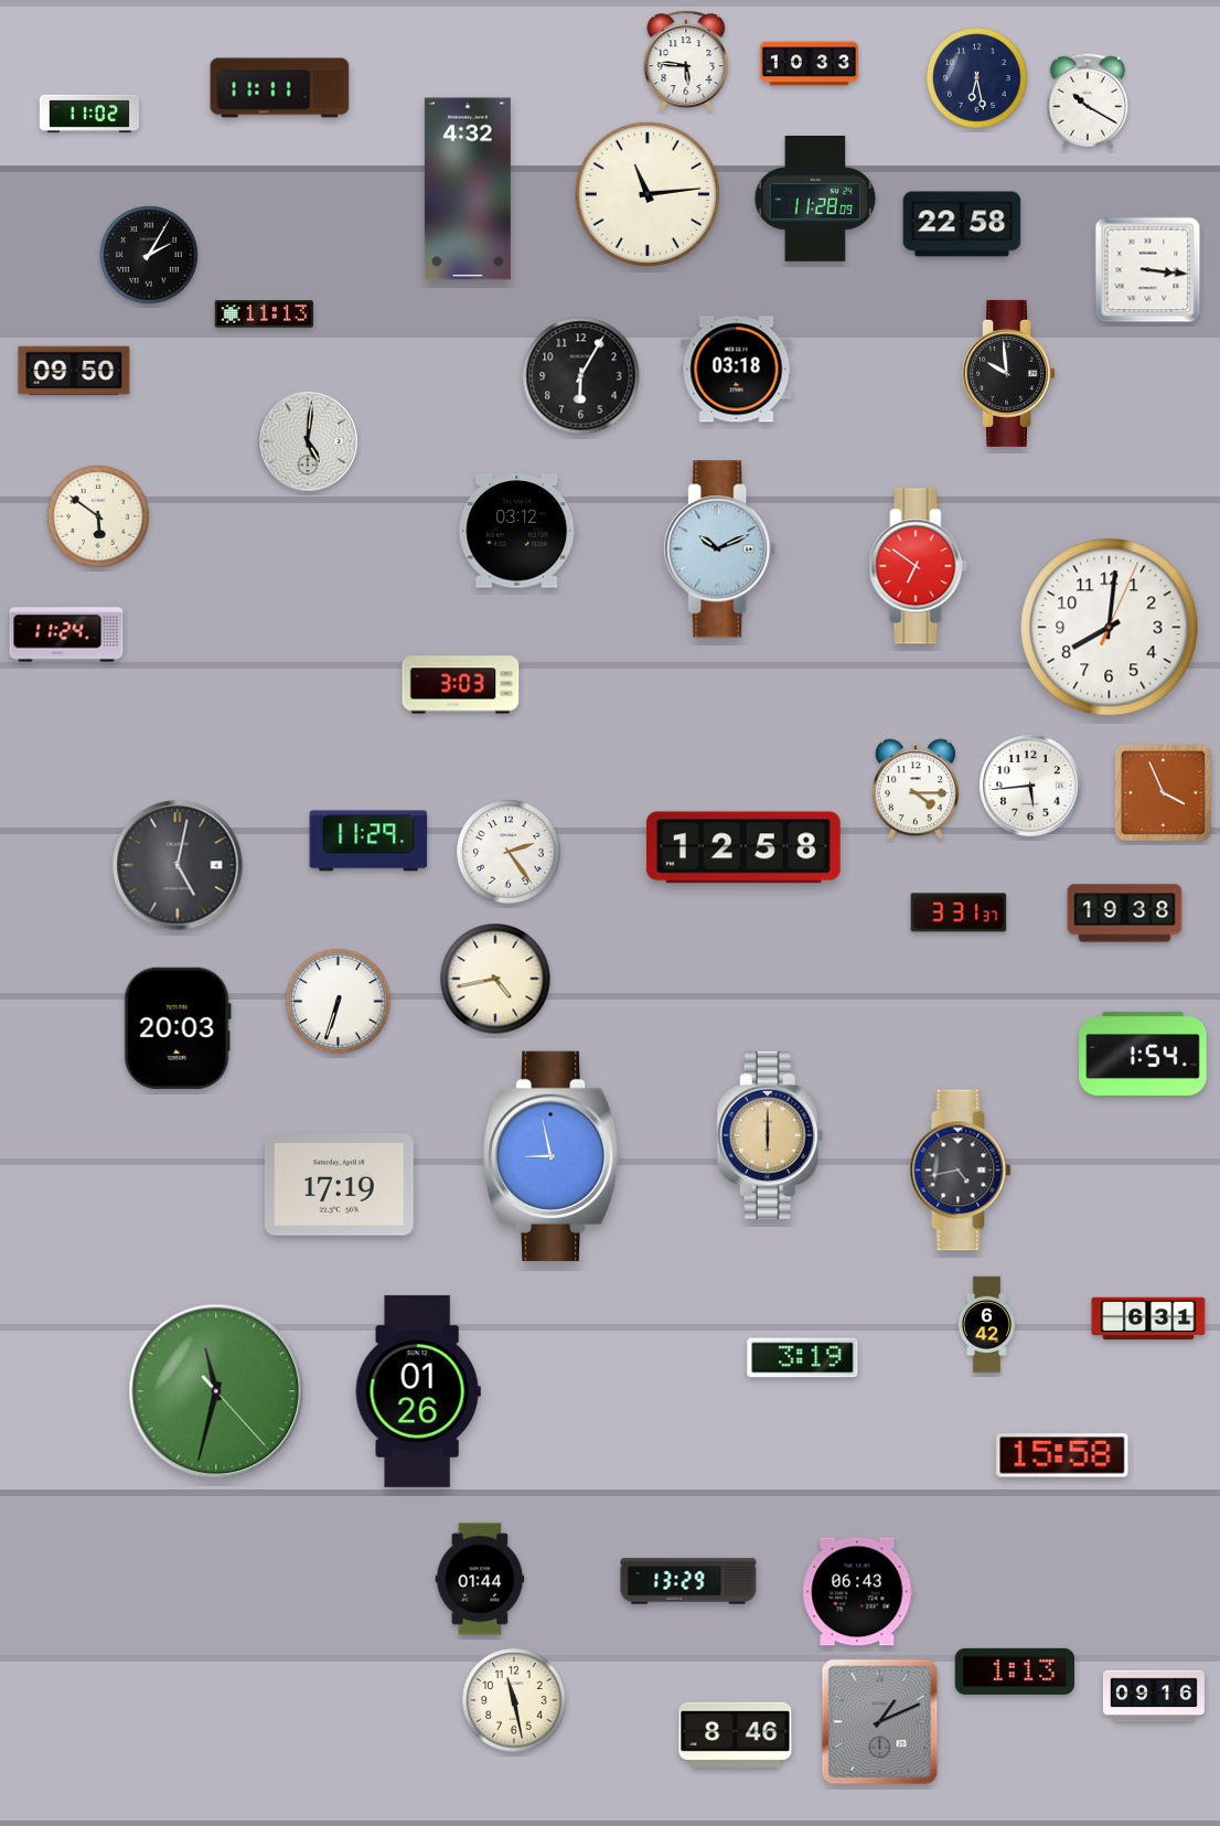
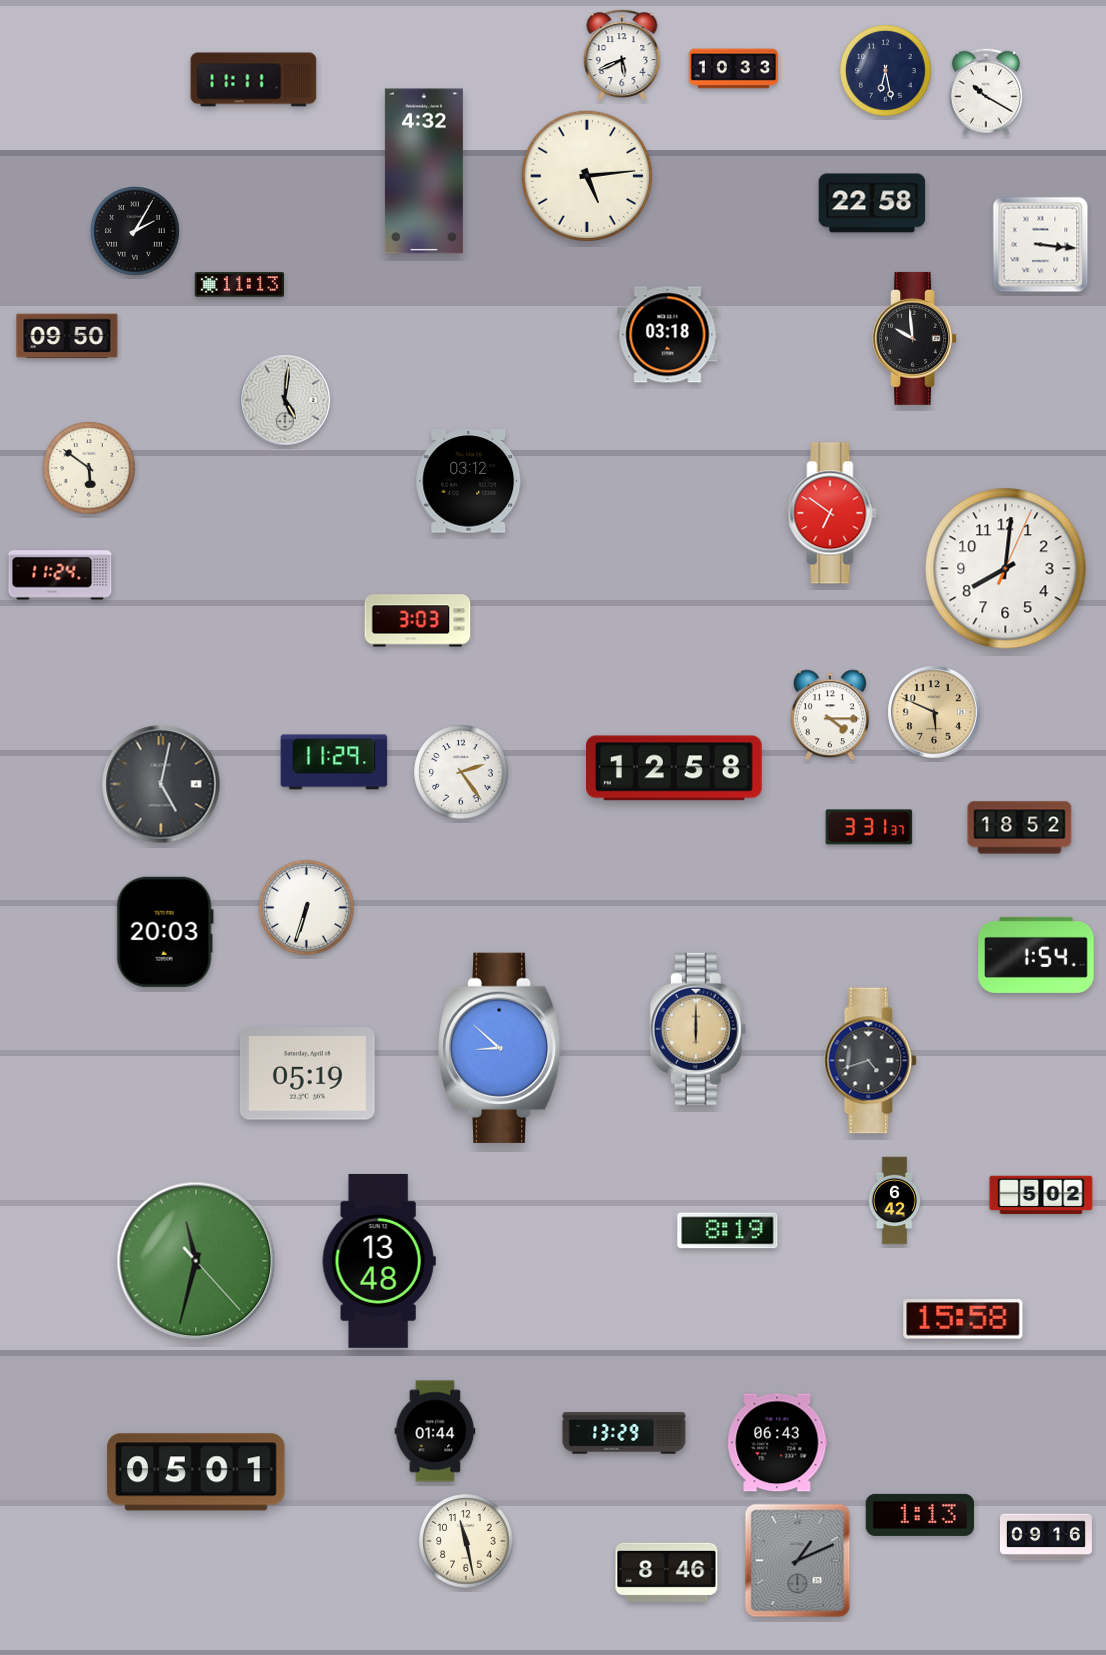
clock at (686, 61): 5:46 -> 5:41
clock at (810, 64) position: (810, 64) -> (734, 69)
clock at (89, 114): 11:02 -> none
clock at (646, 193): 11:14 -> 5:14
clock at (815, 200): 11:28 -> none
clock at (581, 376): 6:05 -> none
clock at (308, 441) position: (308, 441) -> (285, 400)
clock at (720, 549): 10:11 -> none
clock at (1030, 786): 5:44 -> 5:49
clock at (1030, 786) dial: white -> champagne
clock at (1163, 792): 3:56 -> none
clock at (1125, 914): 19:38 -> 18:52
clock at (495, 979): 4:43 -> none
clock at (178, 1028) position: (178, 1028) -> (165, 932)
clock at (553, 1156): 8:58 -> 8:52
clock at (961, 1171): 4:43 -> 4:42
clock at (339, 1185): 17:19 -> 05:19
clock at (1148, 1318): 6:31 -> 5:02
clock at (803, 1358): 3:19 -> 8:19
clock at (418, 1391): 01:26 -> 13:48
clock at (196, 1472): none -> 05:01
